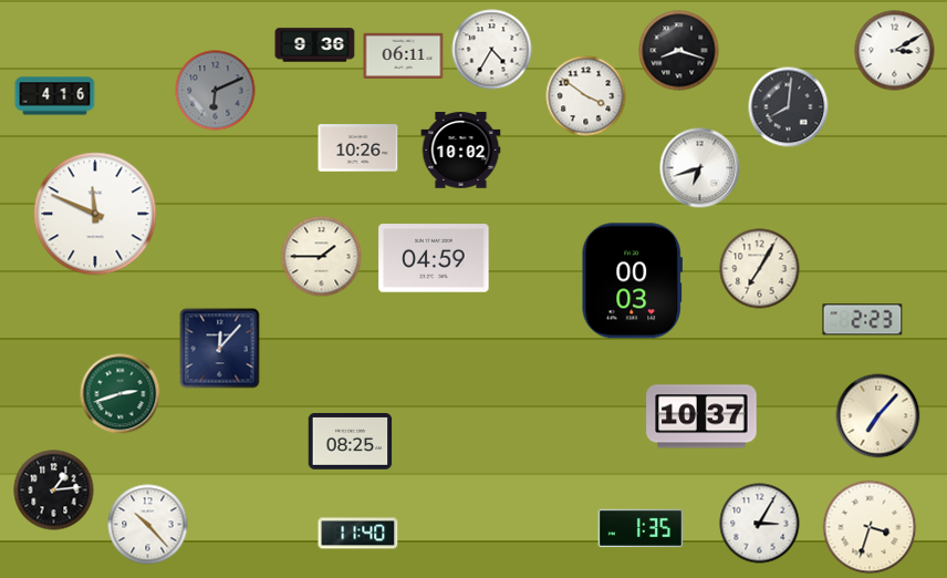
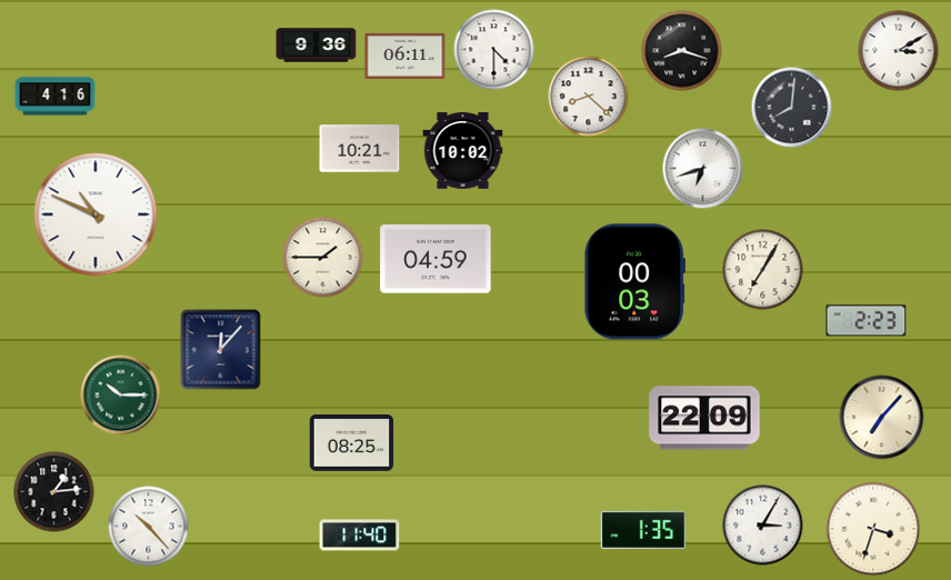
clock at (492, 50): 4:35 -> 4:30
clock at (216, 91): 6:11 -> none
clock at (586, 96): 3:51 -> 8:22
clock at (358, 148): 10:26 -> 10:21
clock at (95, 214): 11:49 -> 10:49
clock at (121, 394): 2:42 -> 10:15
clock at (701, 416): 10:37 -> 22:09
